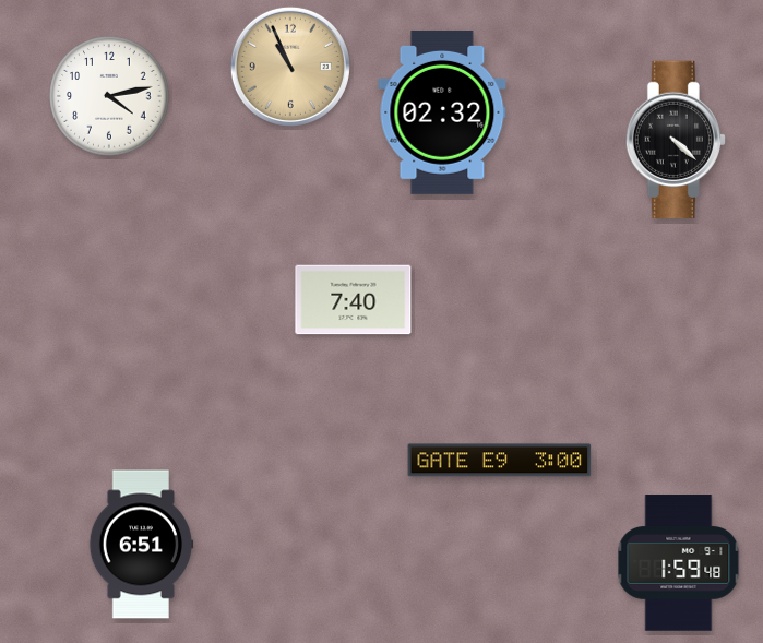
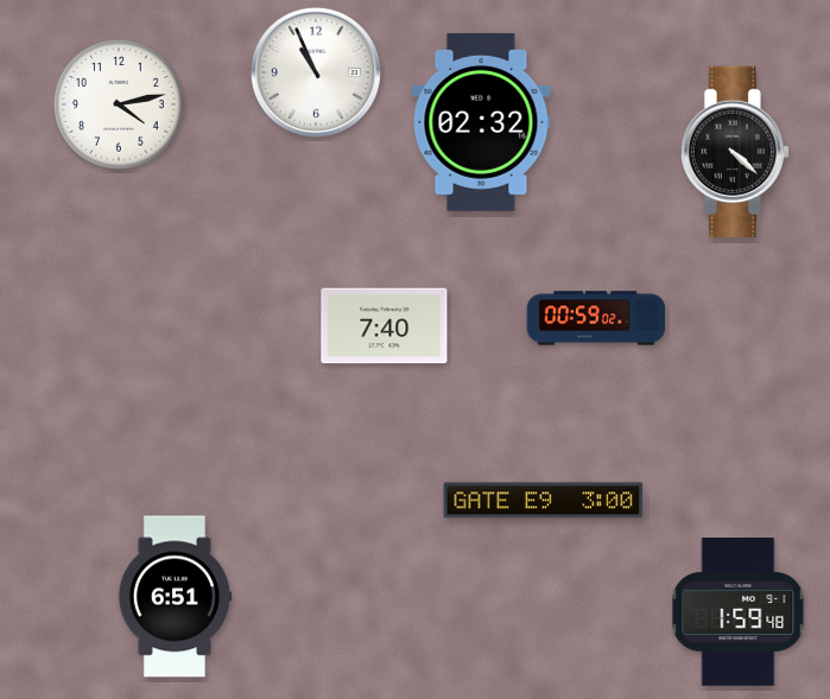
clock at (290, 67) dial: champagne -> white
clock at (596, 318): none -> 00:59
clock at (141, 545) position: (141, 545) -> (175, 597)
